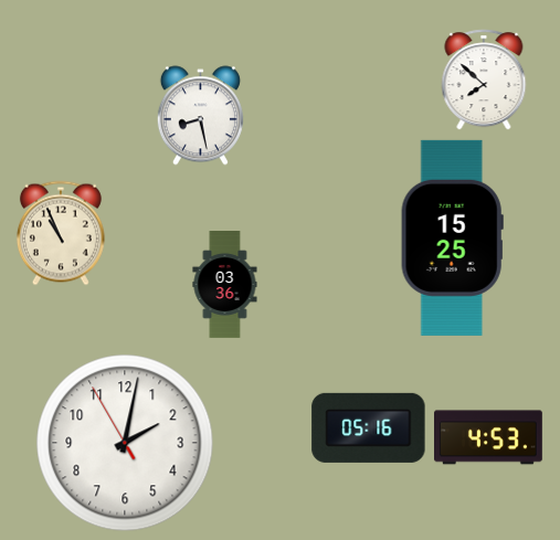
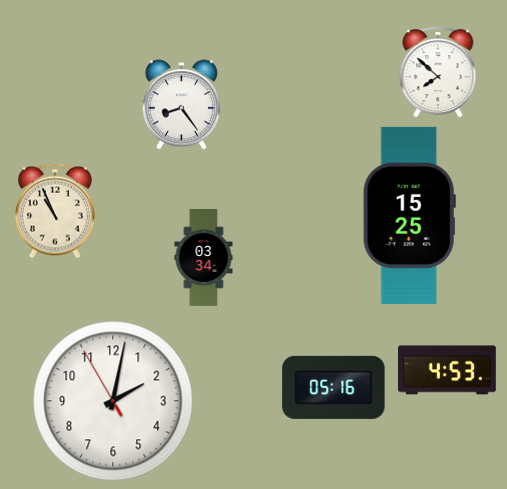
clock at (200, 116): 8:28 -> 8:24
clock at (225, 285): 03:36 -> 03:34
clock at (489, 437) position: (489, 437) -> (448, 370)
